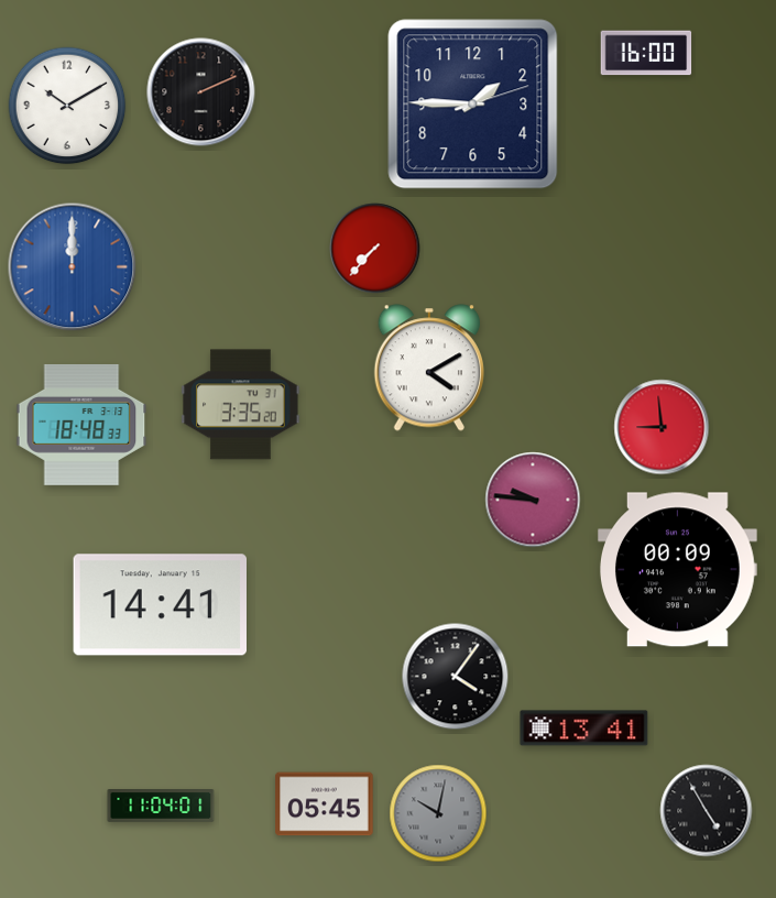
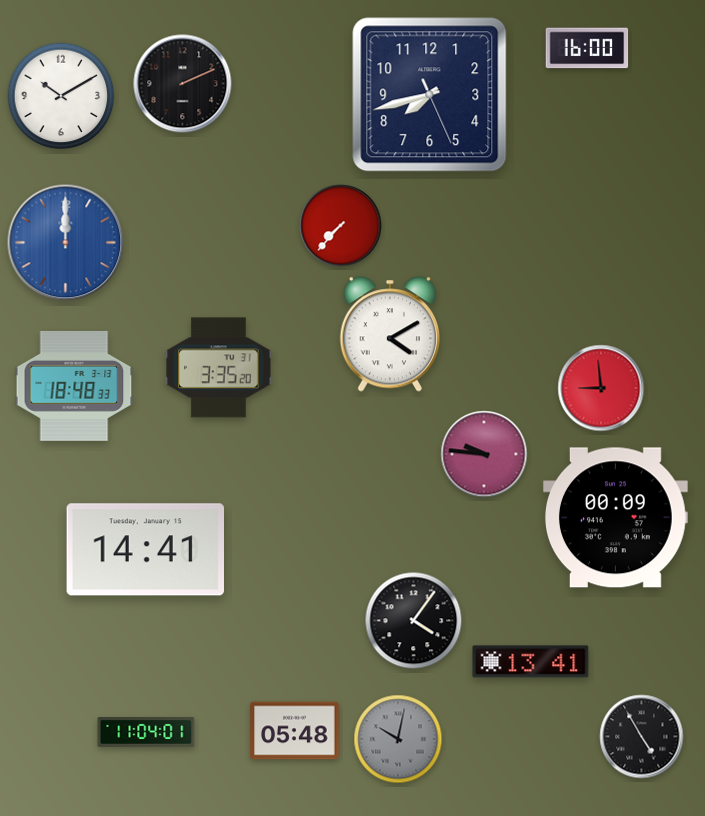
clock at (473, 105): 1:45 -> 7:42
clock at (456, 677) position: (456, 677) -> (414, 621)
clock at (325, 804): 05:45 -> 05:48
